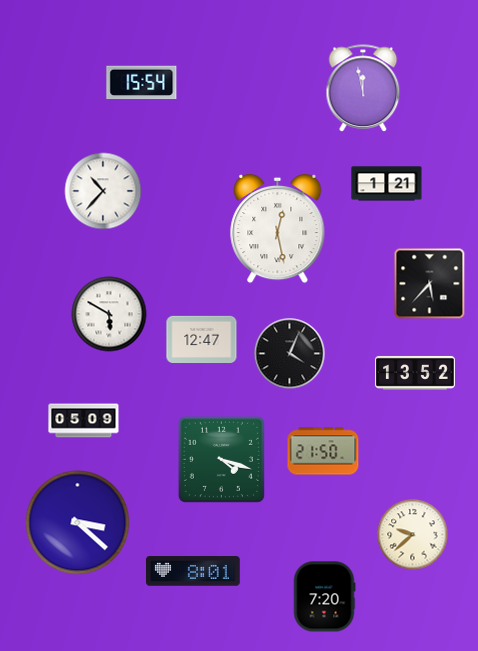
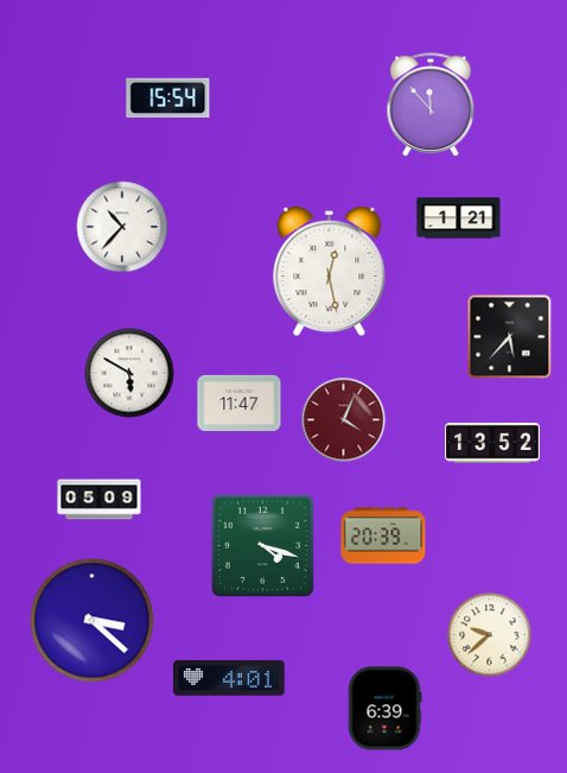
clock at (363, 89): 11:58 -> 11:53
clock at (202, 339): 12:47 -> 11:47
clock at (290, 354) dial: black -> burgundy
clock at (323, 451): 21:50 -> 20:39
clock at (194, 571): 8:01 -> 4:01
clock at (324, 597): 7:20 -> 6:39
